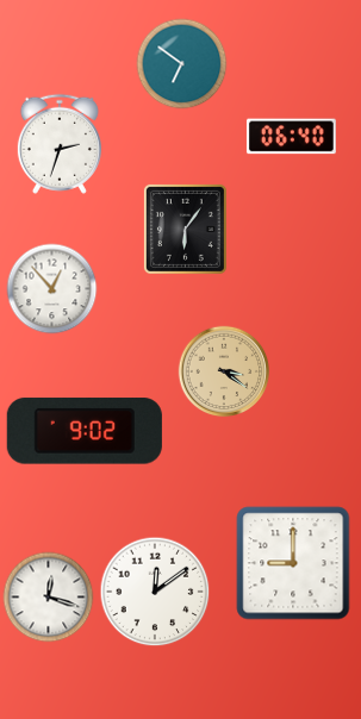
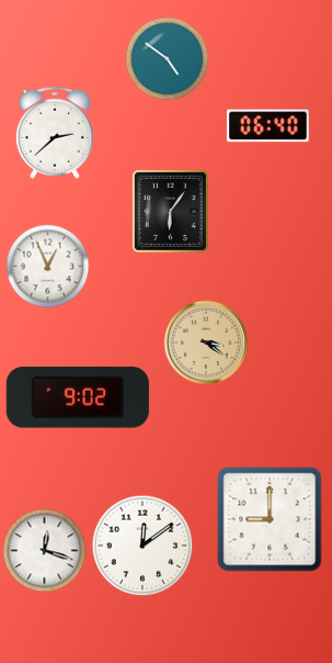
clock at (182, 64): 6:51 -> 4:51
clock at (60, 144): 2:33 -> 2:38
clock at (52, 289): 12:53 -> 12:56
